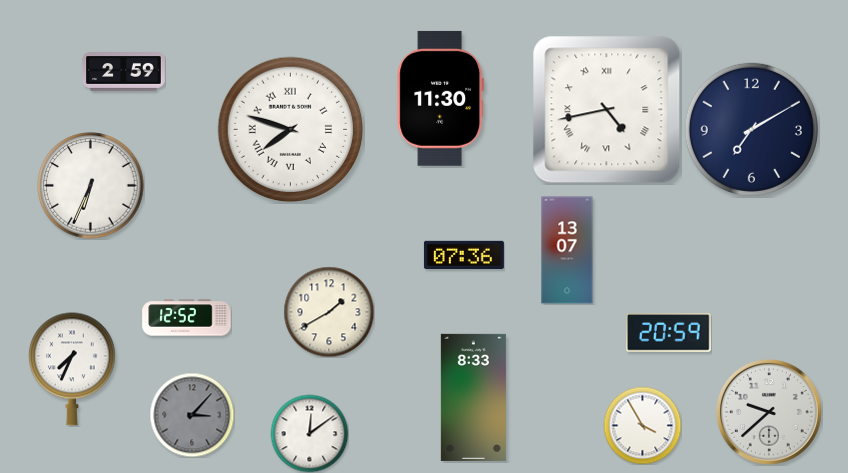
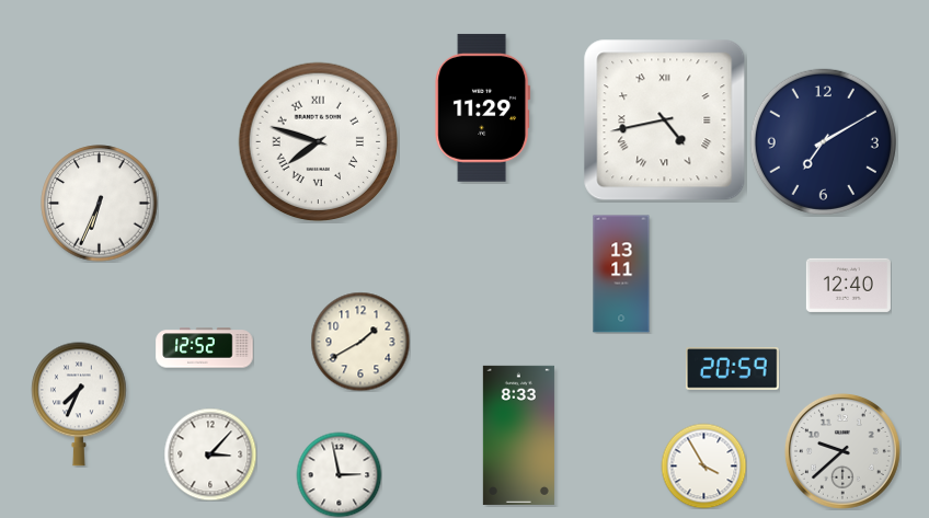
clock at (124, 72): 2:59 -> none
clock at (441, 98): 11:30 -> 11:29
clock at (567, 250): 13:07 -> 13:11
clock at (464, 254): 07:36 -> none
clock at (848, 285): none -> 12:40
clock at (669, 333) position: (669, 333) -> (733, 369)
clock at (192, 415) dial: grey -> white
clock at (309, 433): 12:09 -> 2:58
